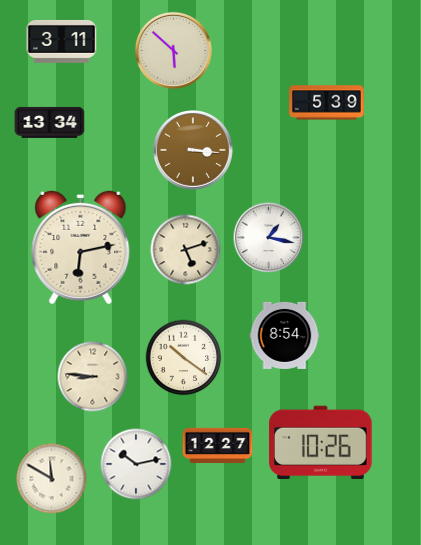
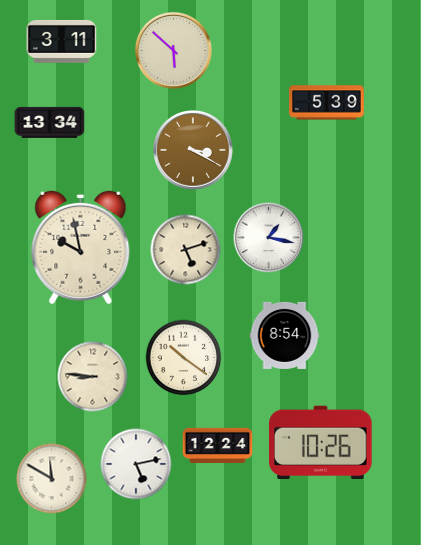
clock at (194, 151): 3:16 -> 3:20
clock at (81, 247): 6:13 -> 9:58
clock at (218, 445): 12:27 -> 12:24
clock at (136, 464): 10:13 -> 5:13
